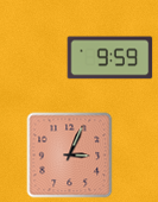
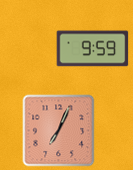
clock at (70, 156): 3:04 -> 7:04
